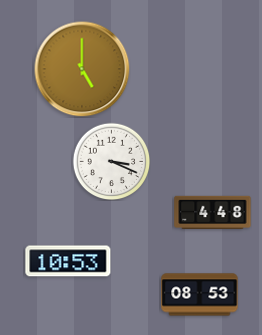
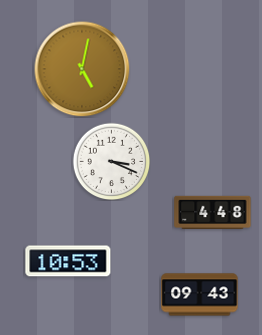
clock at (82, 69): 5:00 -> 5:02
clock at (200, 295): 08:53 -> 09:43
